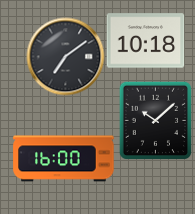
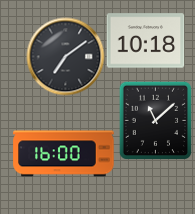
clock at (156, 120): 10:08 -> 11:08
clock at (64, 159) position: (64, 159) -> (64, 154)
